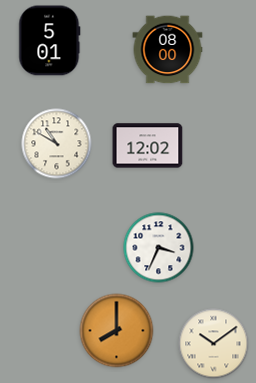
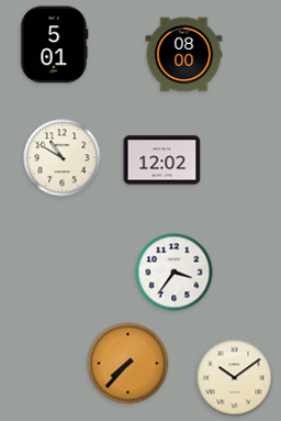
clock at (159, 248): 3:34 -> 3:36
clock at (117, 331): 8:00 -> 7:37
